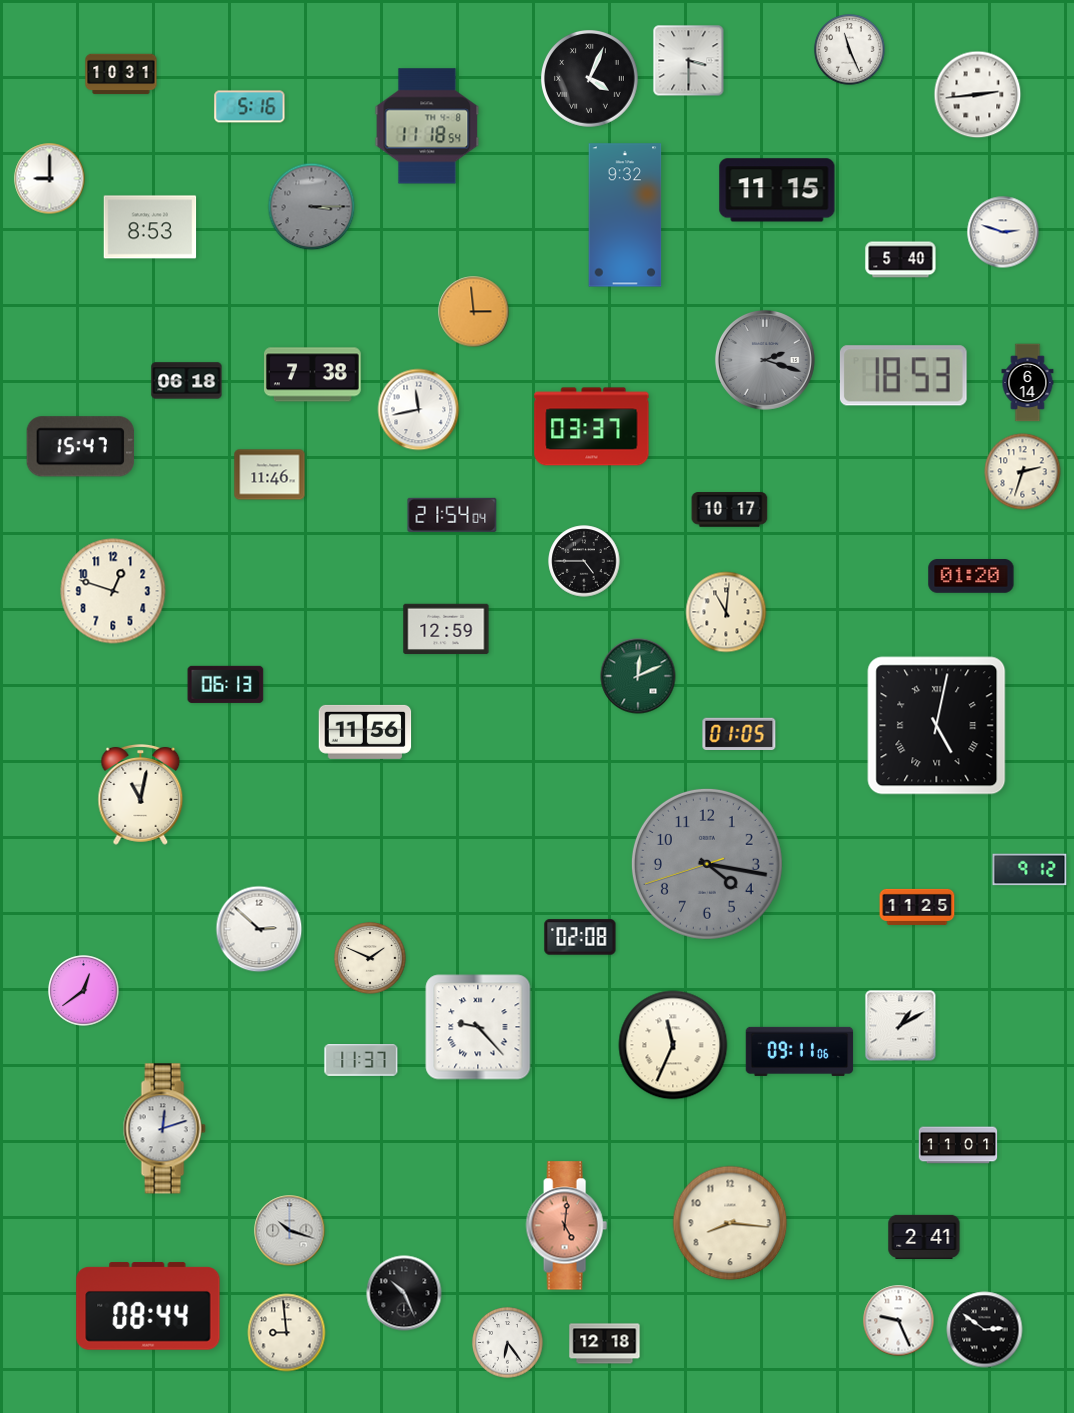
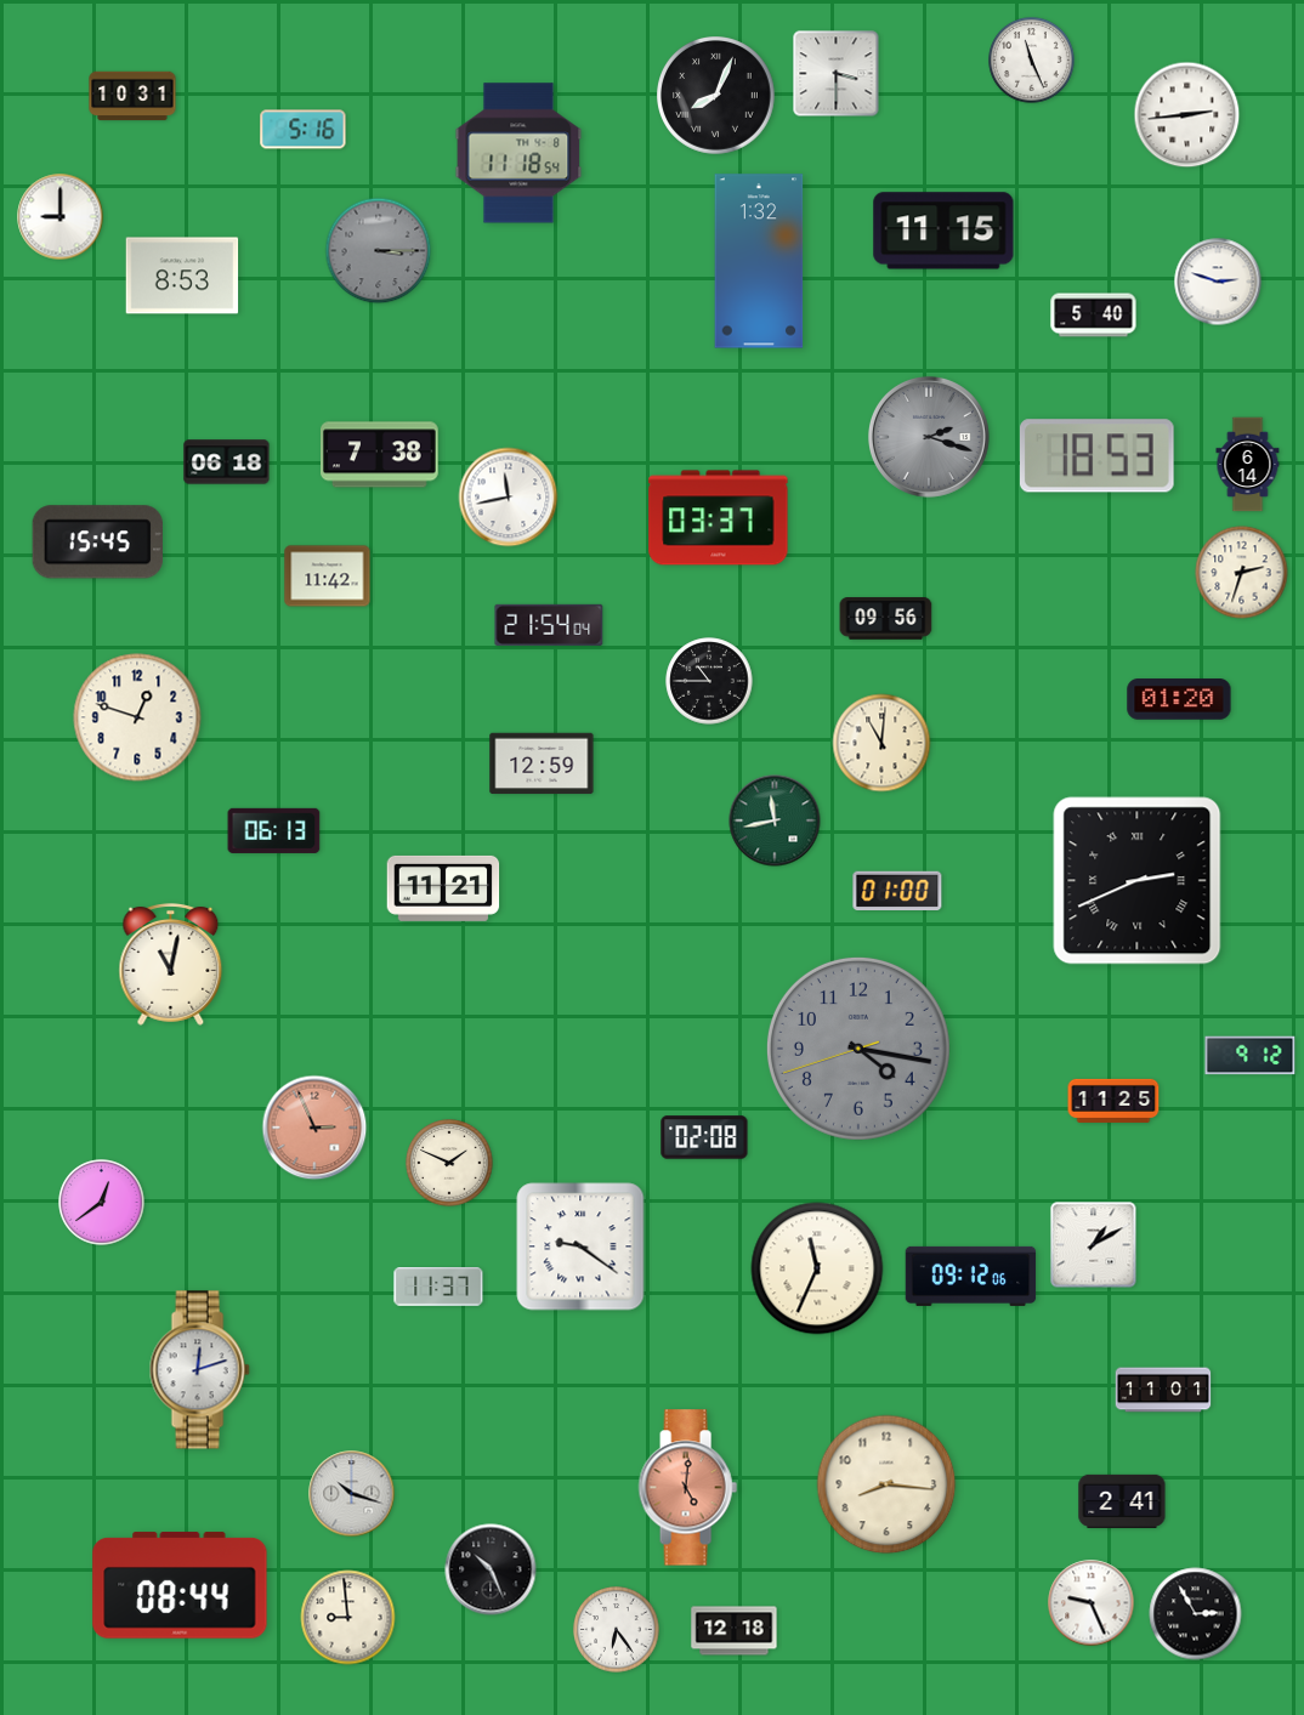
clock at (121, 74) position: (121, 74) -> (132, 96)
clock at (590, 79): 4:04 -> 8:04
clock at (625, 215): 9:32 -> 1:32
clock at (474, 312): 2:59 -> none
clock at (80, 447): 15:47 -> 15:45
clock at (270, 475): 11:46 -> 11:42
clock at (730, 510): 10:17 -> 09:56
clock at (584, 561): 4:45 -> 10:45
clock at (638, 676): 12:11 -> 11:43
clock at (937, 726): 5:02 -> 2:41
clock at (365, 732): 11:56 -> 11:21
clock at (739, 733): 01:05 -> 01:00
clock at (259, 929): 2:52 -> 2:56
clock at (259, 929) dial: white -> salmon
clock at (478, 1027): 9:23 -> 9:21
clock at (800, 1051): 09:11 -> 09:12
clock at (985, 1330): 2:51 -> 2:55
